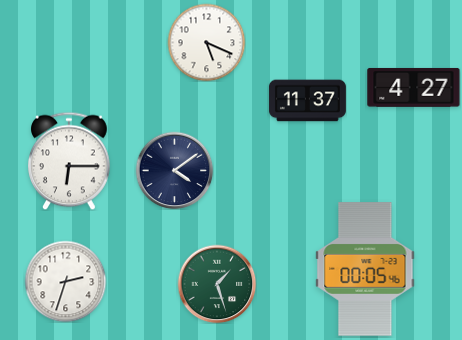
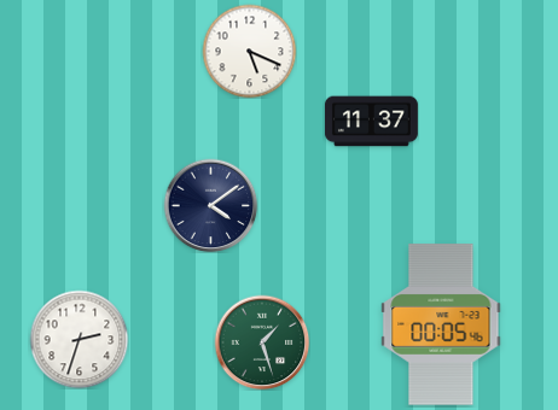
clock at (414, 87): 4:27 -> none
clock at (70, 161): 6:15 -> none
